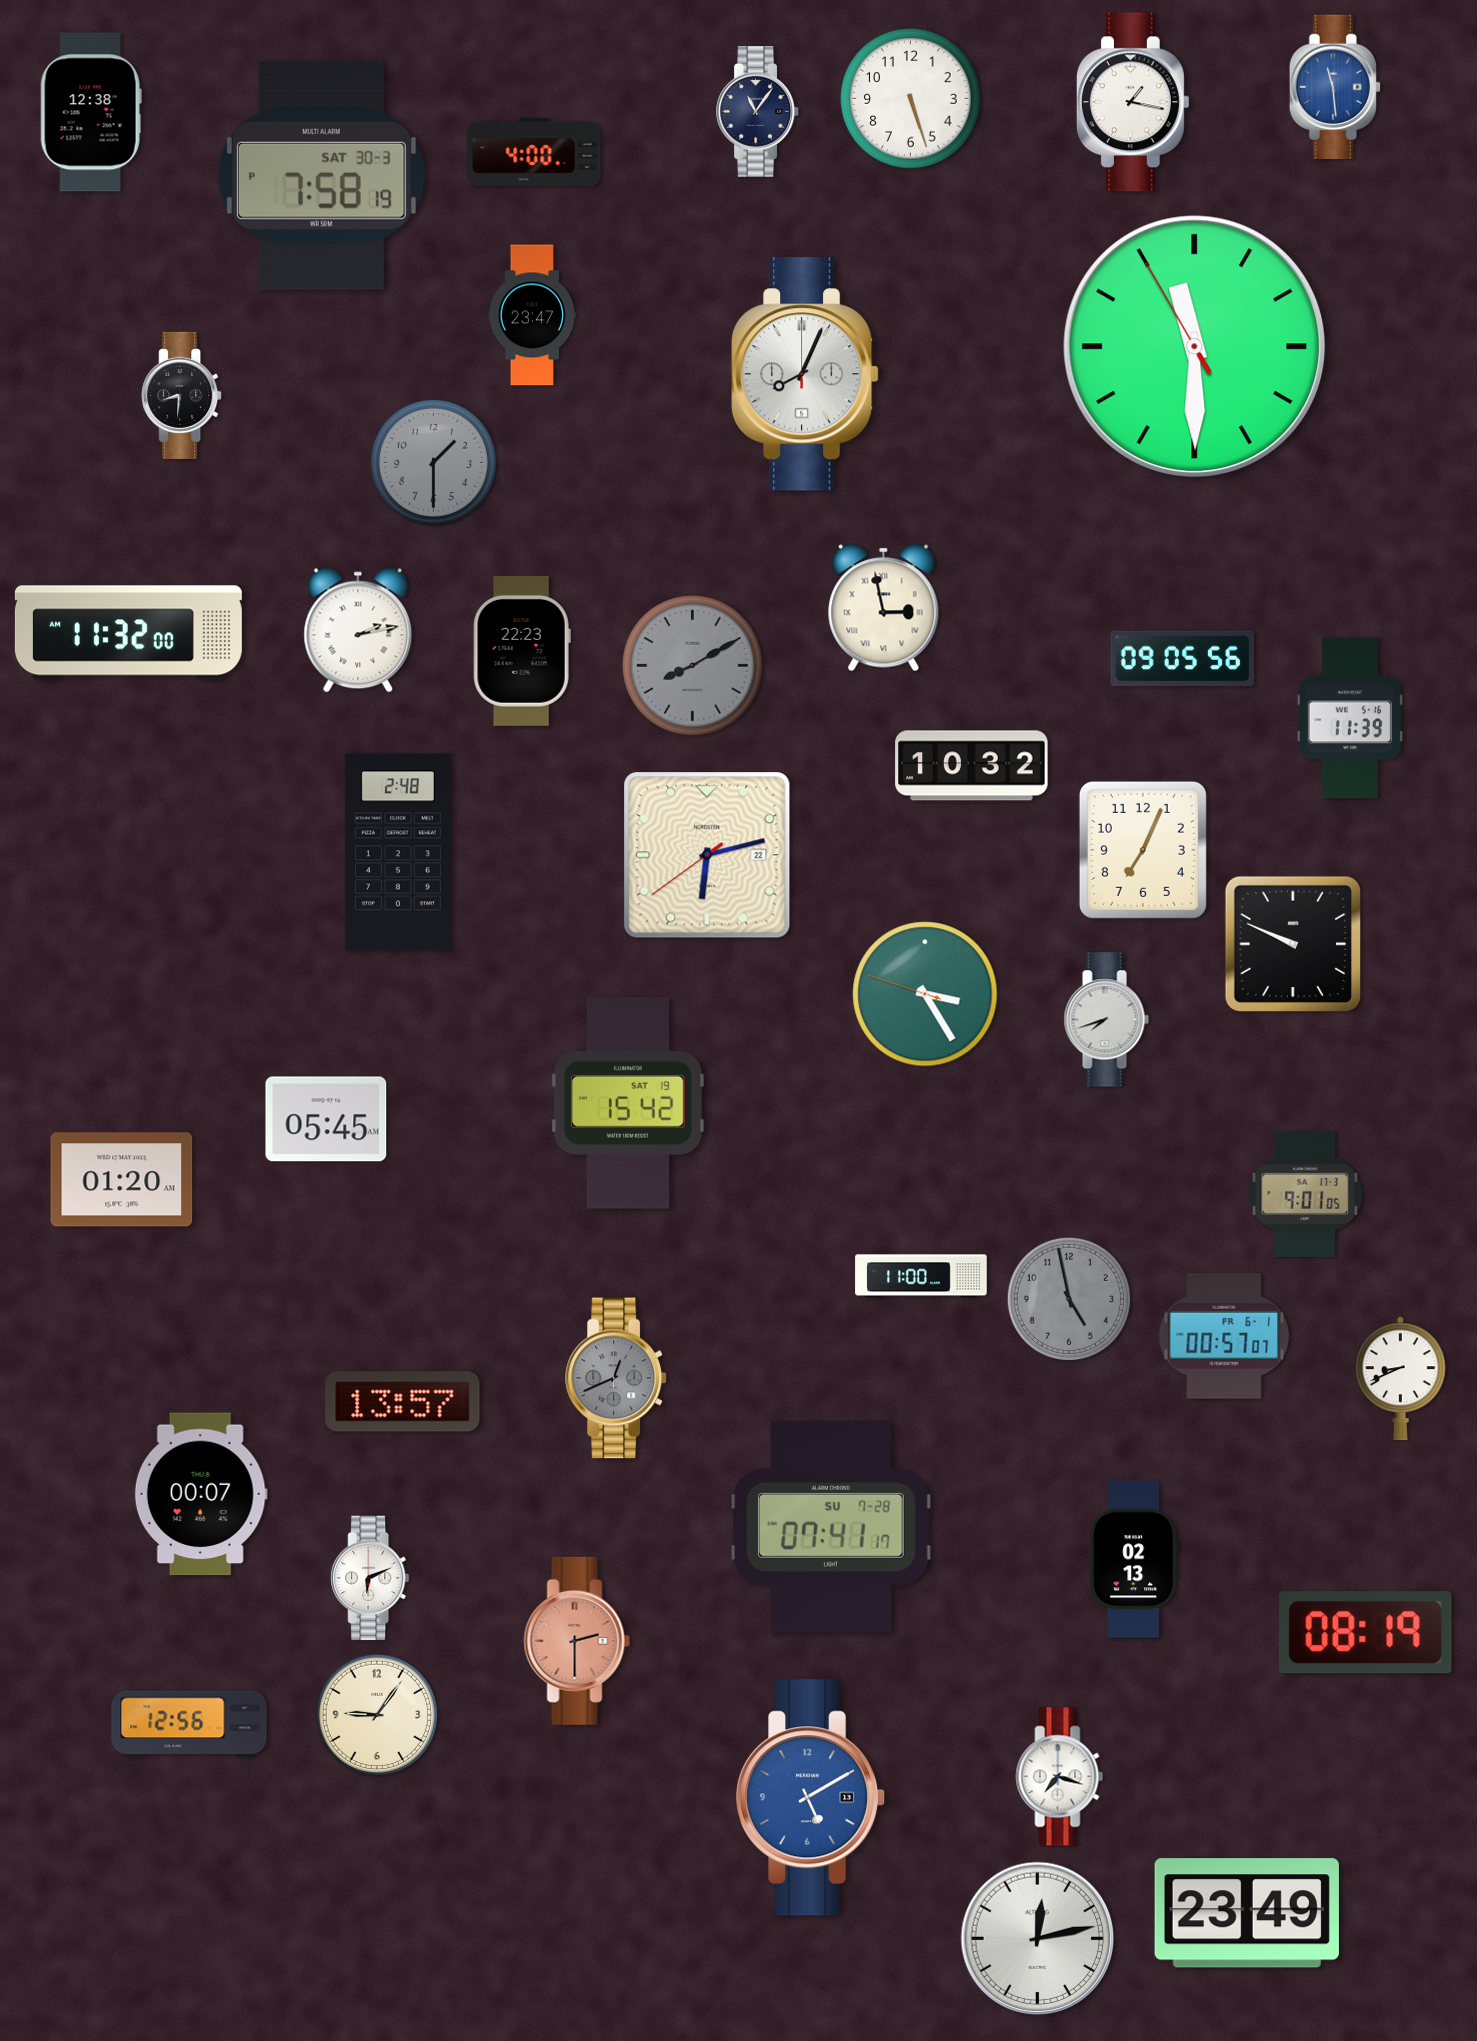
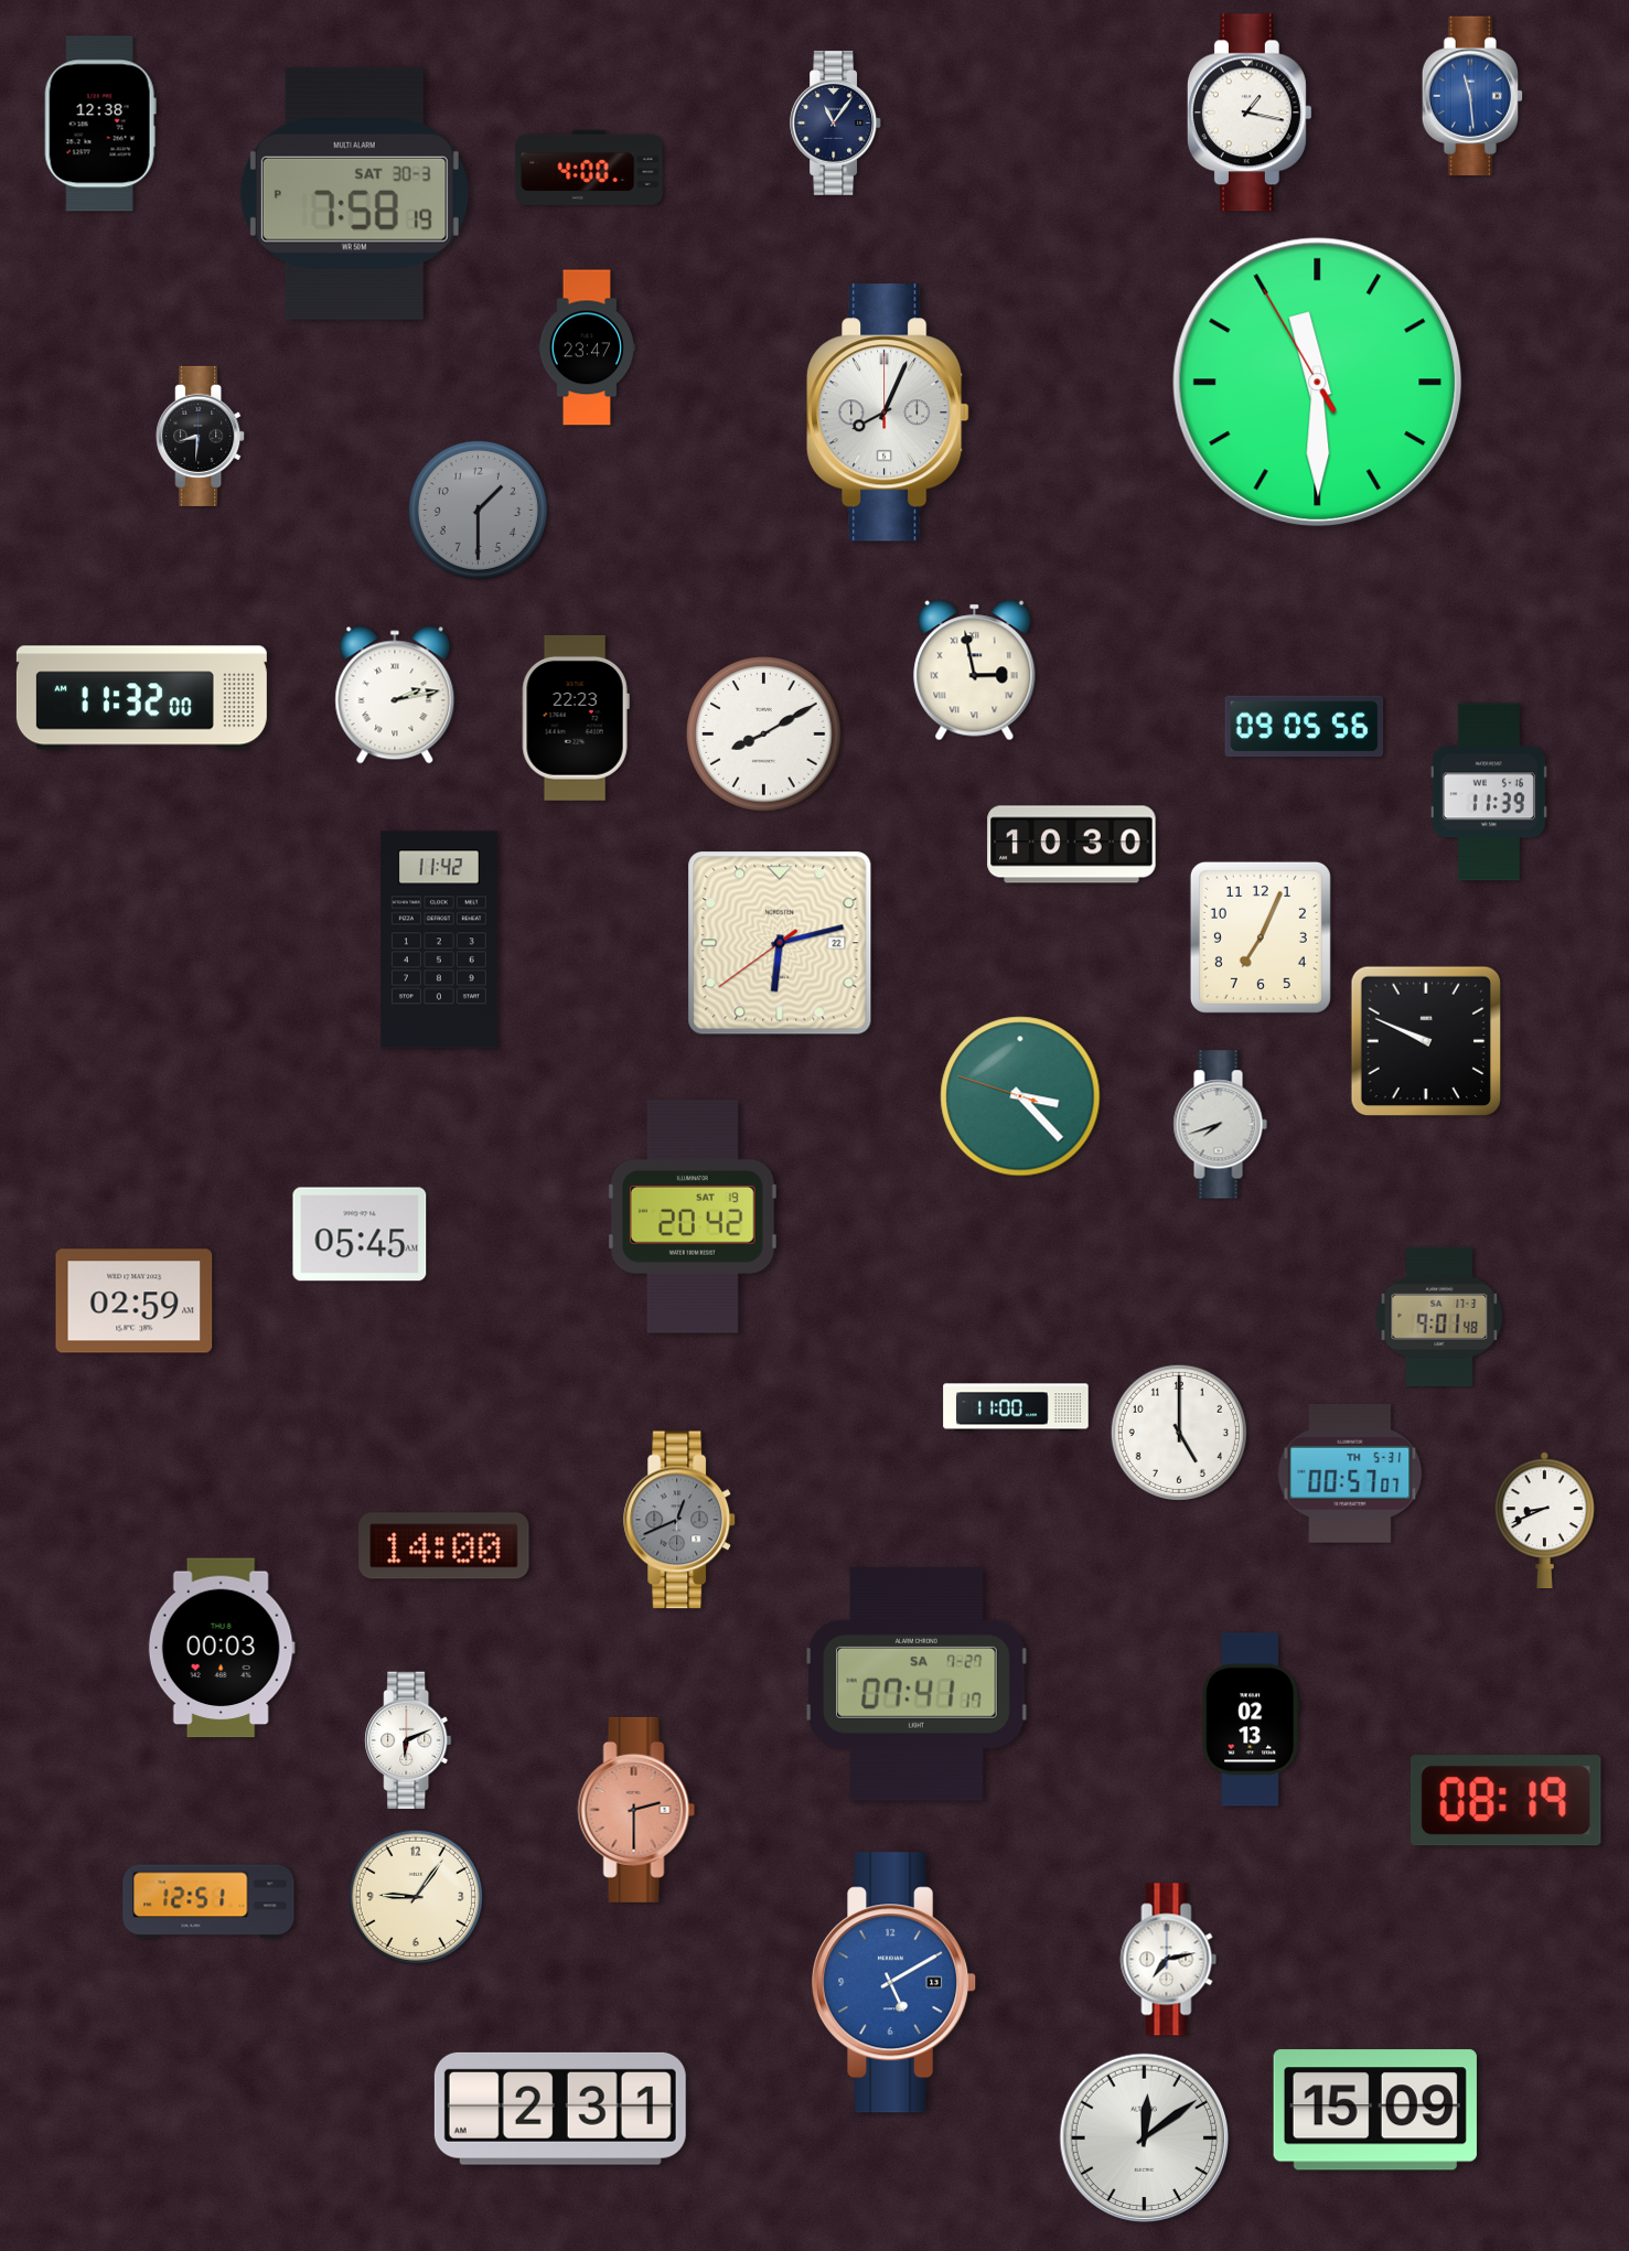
clock at (911, 99): 5:27 -> none
clock at (693, 666) dial: grey -> white
clock at (972, 766): 10:32 -> 10:30
clock at (398, 852): 2:48 -> 11:42
clock at (925, 994): 3:24 -> 3:22
clock at (628, 1103): 15:42 -> 20:42
clock at (122, 1180): 01:20 -> 02:59
clock at (1305, 1194): 9:01:05 -> 9:01:48
clock at (1069, 1299): 4:58 -> 5:00
clock at (1069, 1299) dial: grey -> white
clock at (1224, 1337) date: FR 6-1 -> TH 5-31
clock at (403, 1402): 13:57 -> 14:00
clock at (201, 1494): 00:07 -> 00:03
clock at (831, 1527) date: SU 7-28 -> SA 7-27
clock at (376, 1714) position: (376, 1714) -> (415, 1896)
clock at (189, 1724): 12:56 -> 12:51
clock at (1060, 1777): 7:18 -> 7:13
clock at (560, 2109): none -> 2:31
clock at (1247, 1913): 23:49 -> 15:09
clock at (1038, 1939): 12:13 -> 12:09
